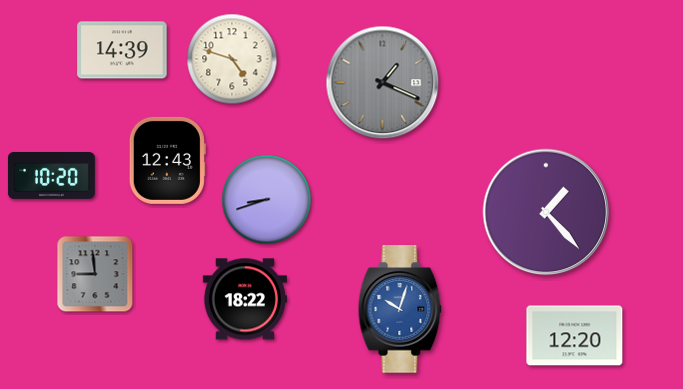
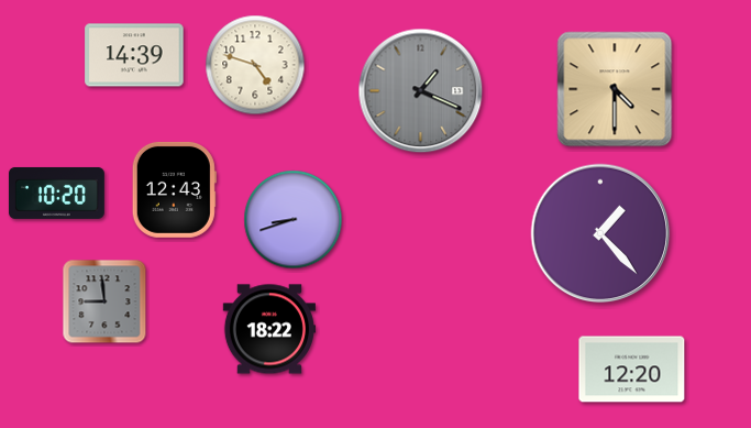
clock at (615, 89): none -> 4:30
clock at (167, 160) position: (167, 160) -> (174, 189)
clock at (400, 309): 10:03 -> none
